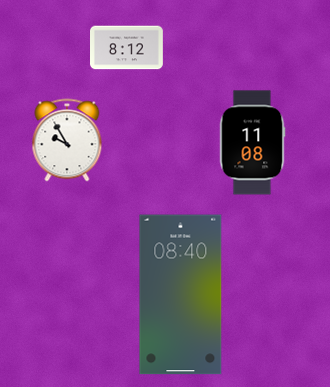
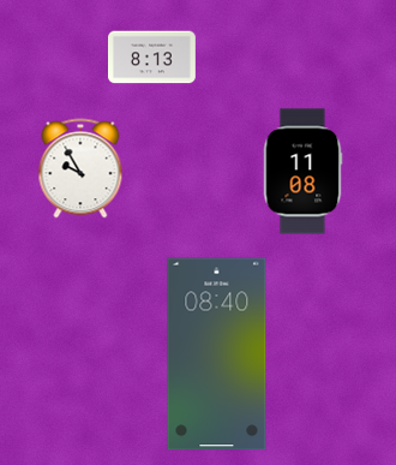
clock at (127, 48): 8:12 -> 8:13
